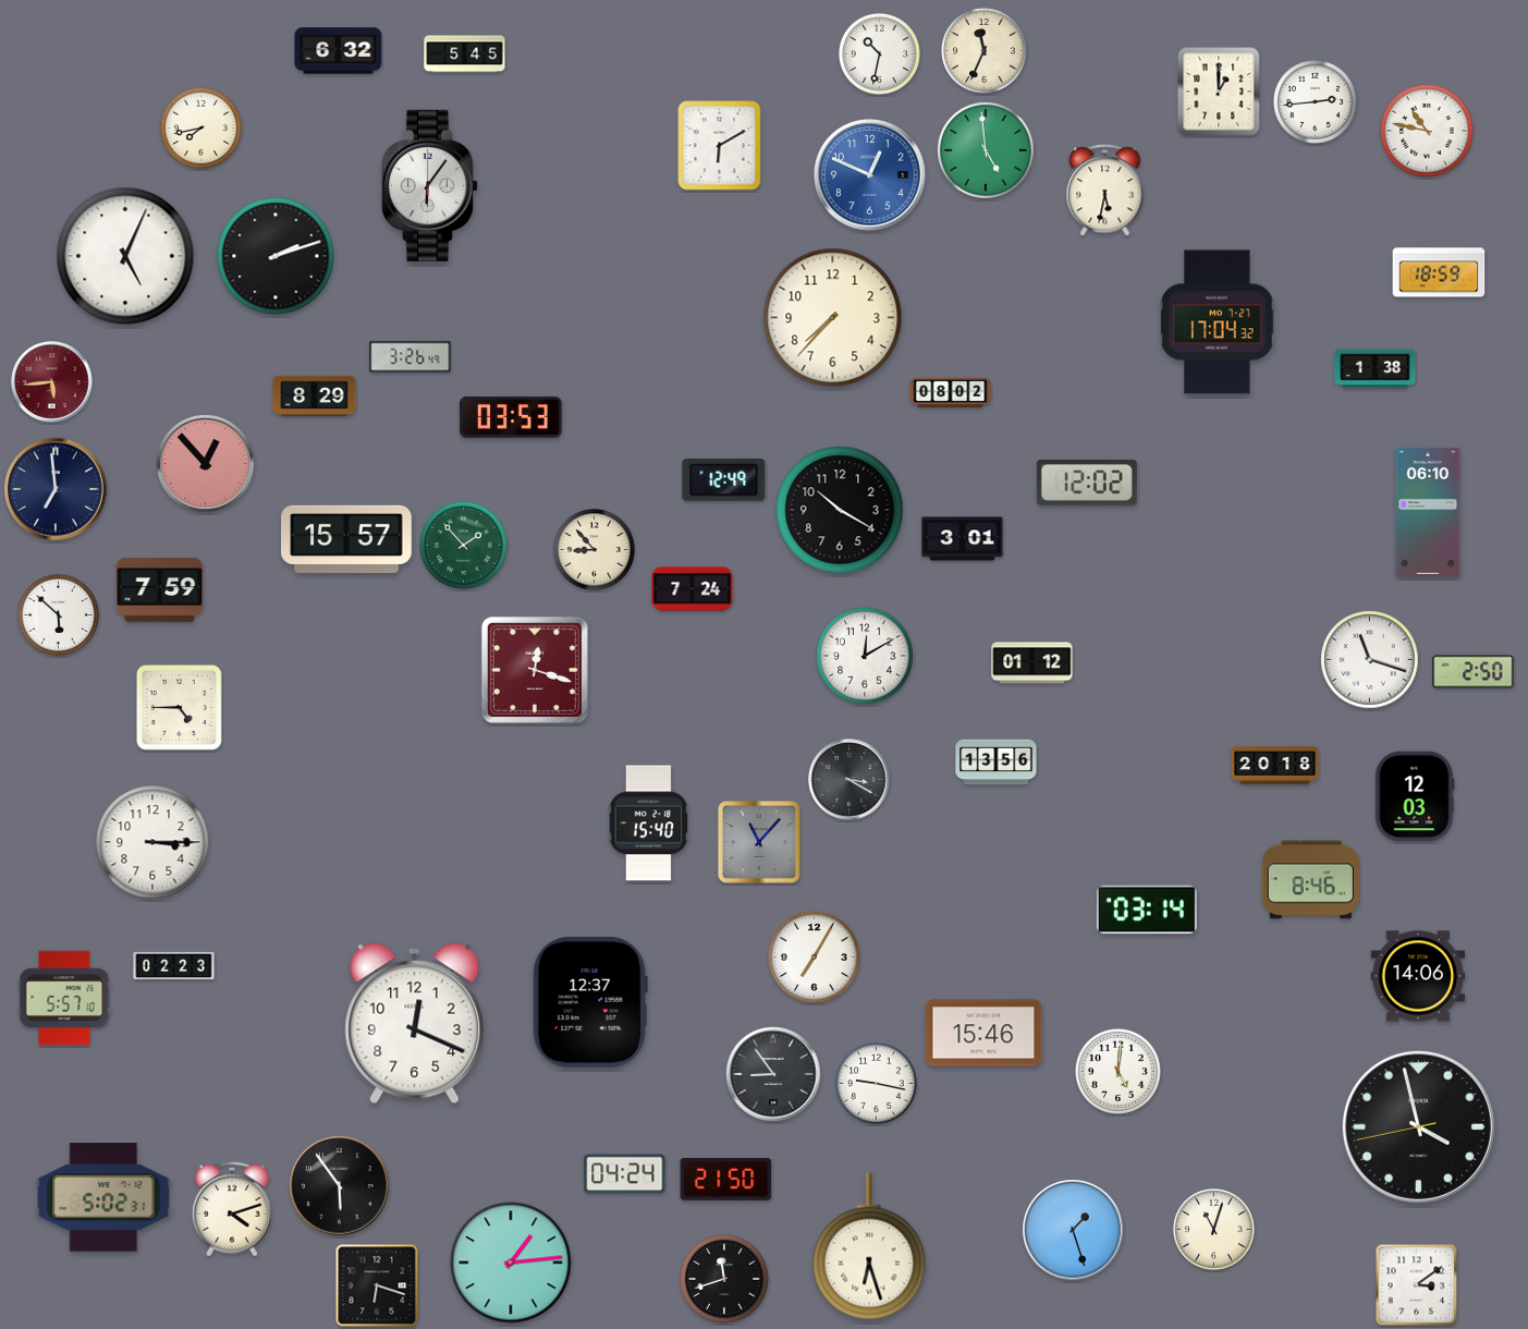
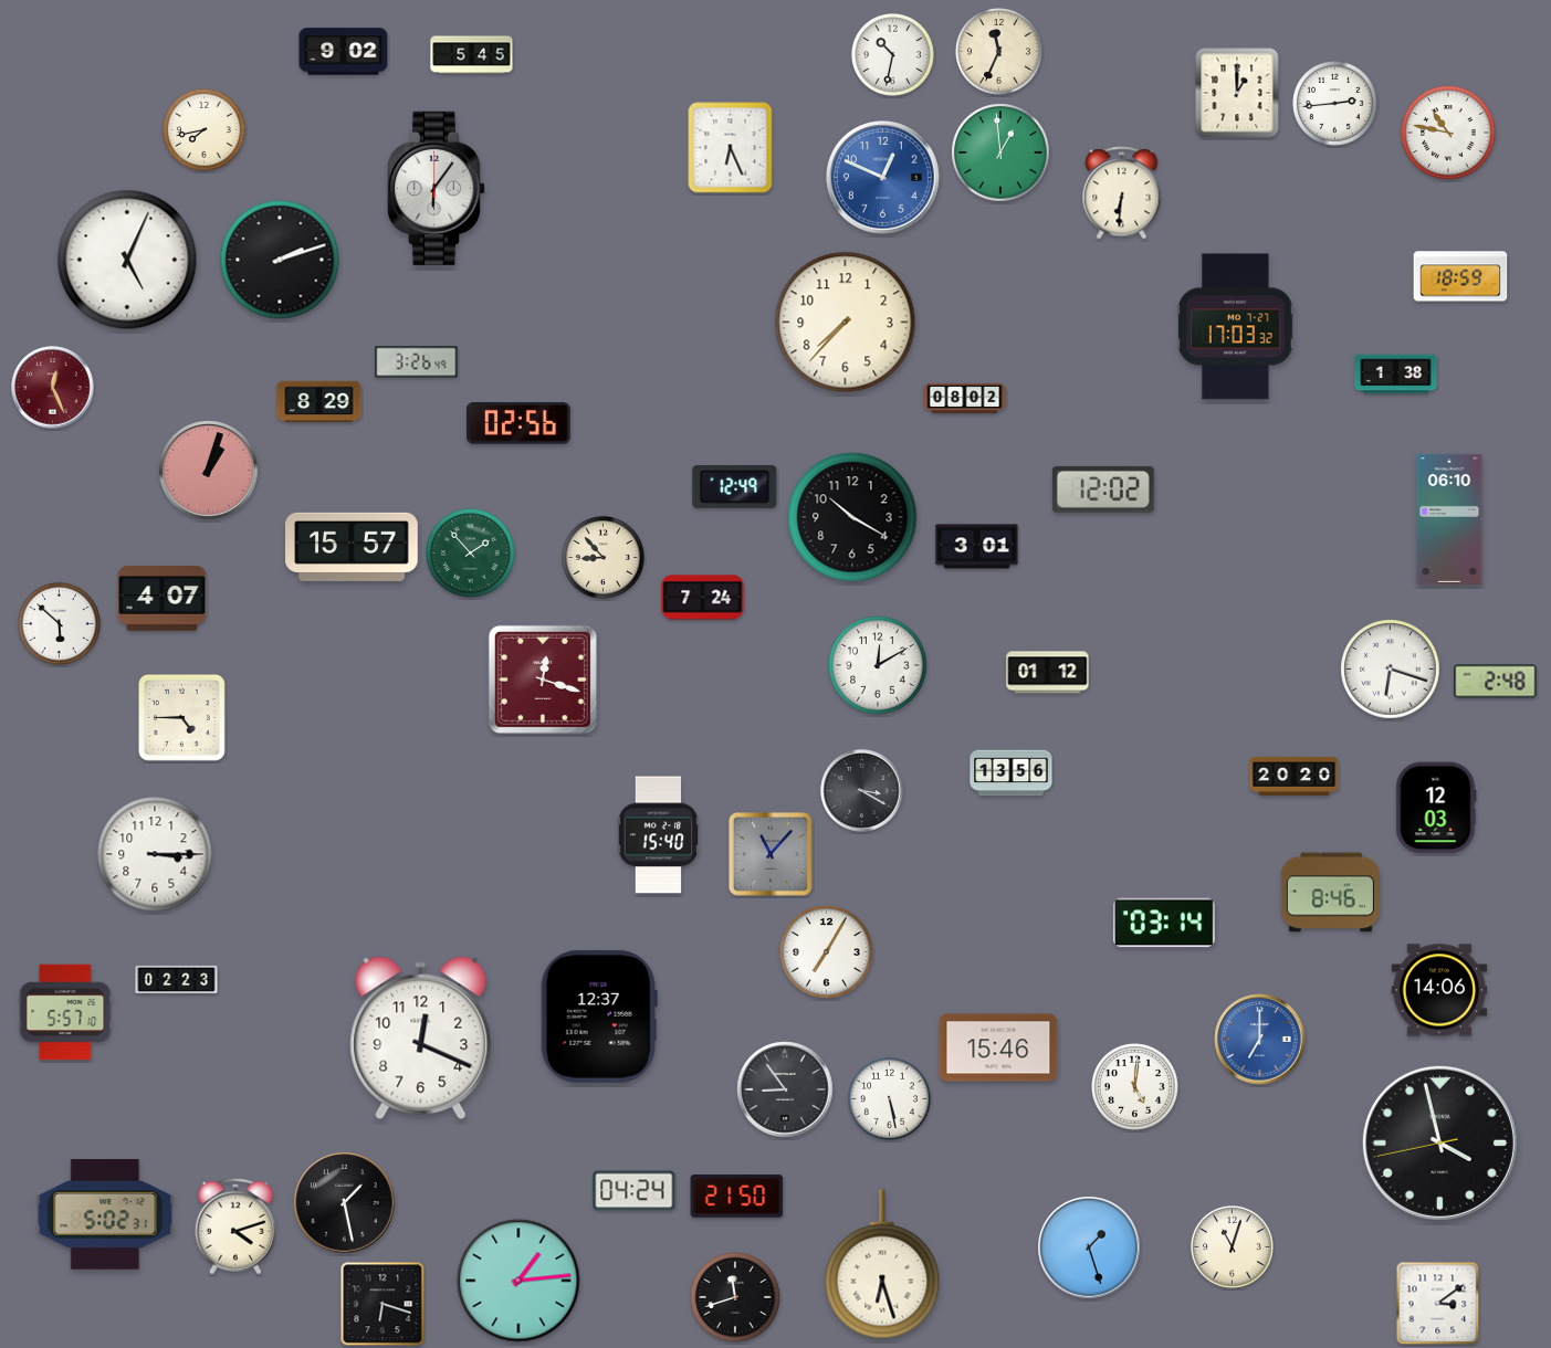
clock at (339, 51): 6:32 -> 9:02
clock at (720, 146): 6:10 -> 6:26
clock at (986, 150): 4:59 -> 12:59
clock at (1105, 191): 5:32 -> 6:31
clock at (1218, 322): 17:04 -> 17:03
clock at (52, 382): 5:44 -> 12:26
clock at (512, 418): 03:53 -> 02:56
clock at (206, 464): 12:53 -> 1:03
clock at (56, 489): 6:59 -> none
clock at (160, 590): 7:59 -> 4:07
clock at (1370, 660): 11:18 -> 6:18
clock at (1474, 672): 2:50 -> 2:48
clock at (1275, 765): 20:18 -> 20:20
clock at (815, 958) position: (815, 958) -> (827, 952)
clock at (1260, 1040): none -> 7:00
clock at (876, 1083): 9:17 -> 5:28
clock at (340, 1186): 5:54 -> 1:28
